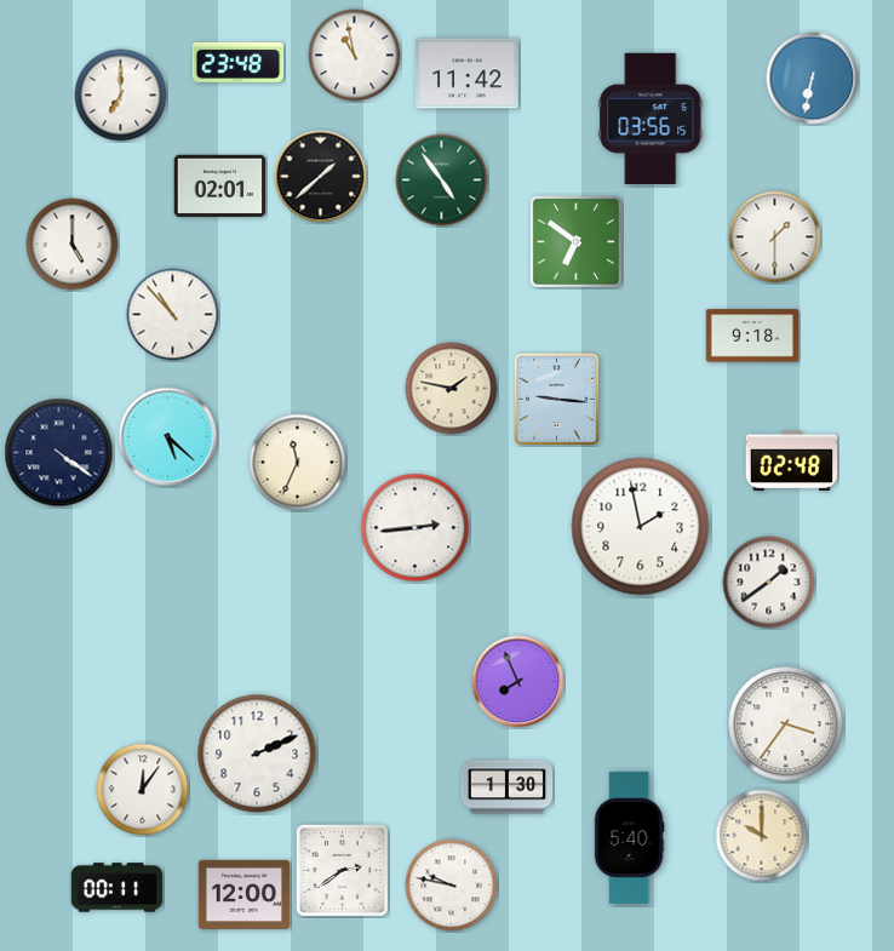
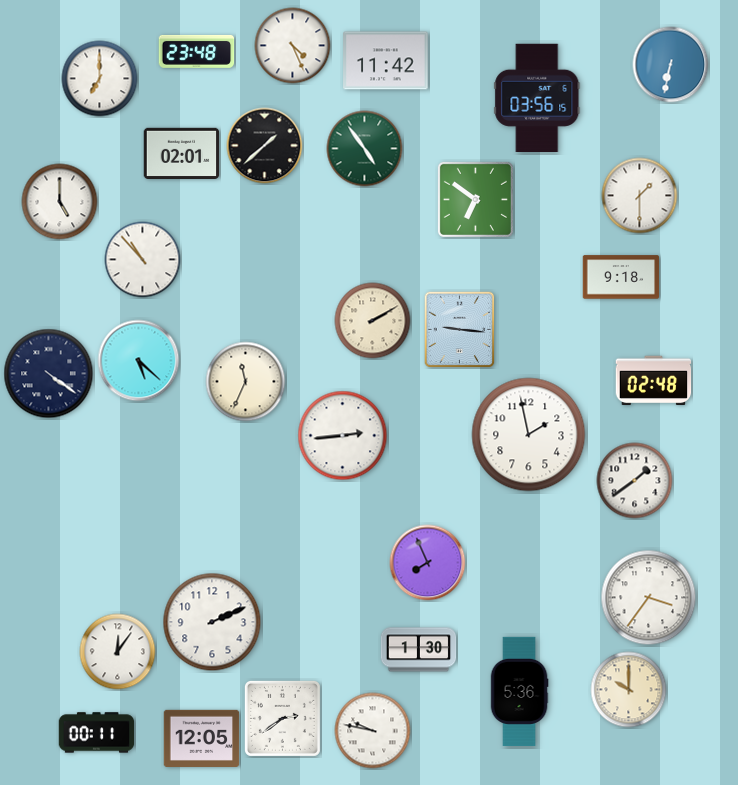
clock at (355, 56): 10:58 -> 4:26
clock at (452, 389): 1:47 -> 2:10
clock at (629, 837): 5:40 -> 5:36
clock at (245, 894): 12:00 -> 12:05
